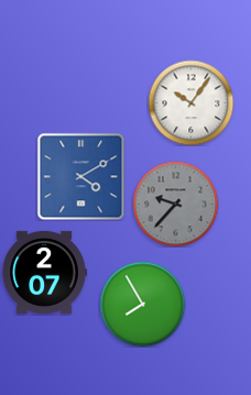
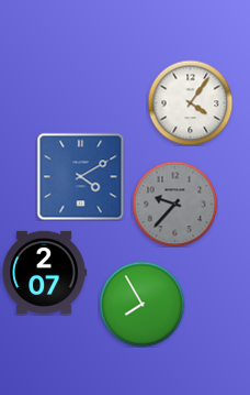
clock at (190, 102): 10:06 -> 4:06
